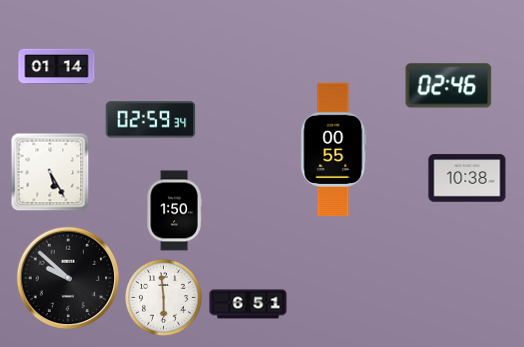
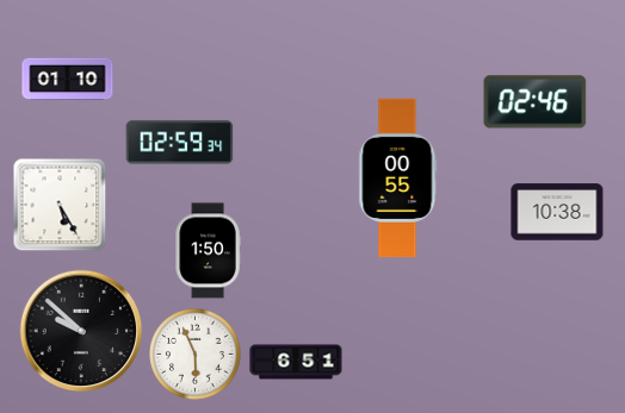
clock at (57, 67): 01:14 -> 01:10
clock at (164, 298): 5:59 -> 5:56
